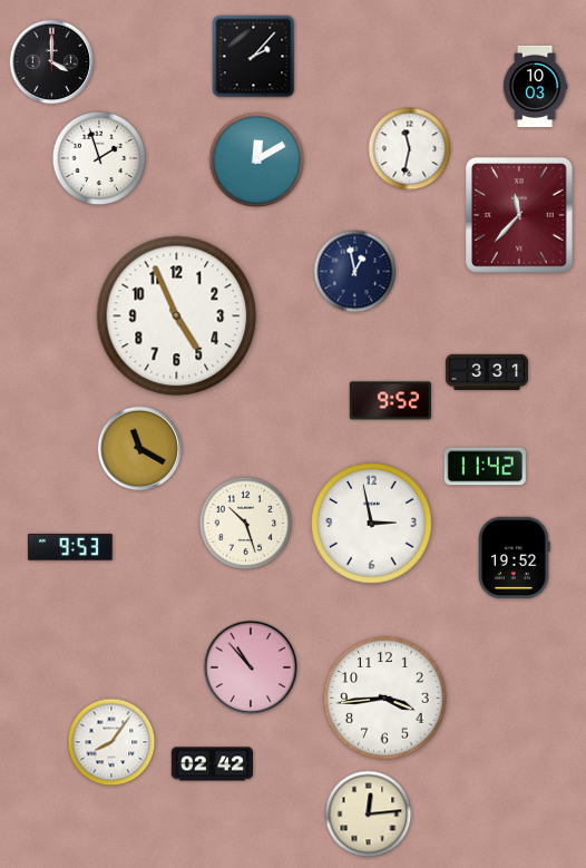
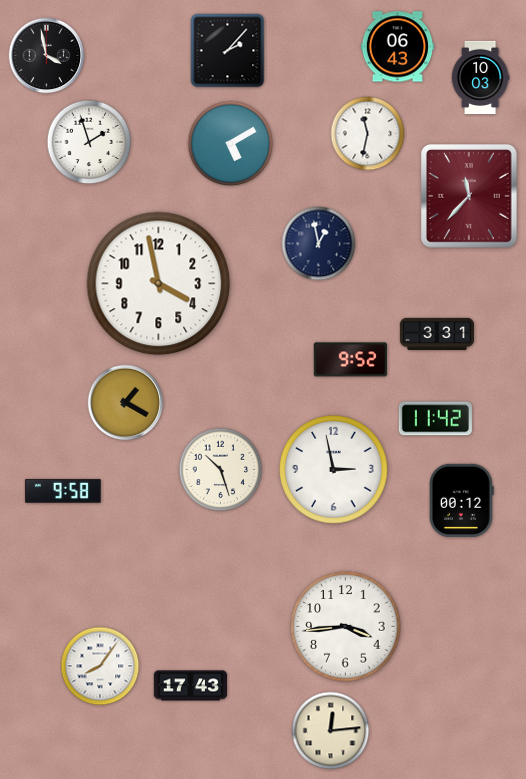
clock at (397, 47): none -> 06:43
clock at (52, 62): 4:00 -> 3:58
clock at (257, 160): 12:10 -> 5:10
clock at (520, 216) position: (520, 216) -> (470, 197)
clock at (177, 316): 4:56 -> 3:58
clock at (140, 449): 11:20 -> 1:20
clock at (70, 547): 9:53 -> 9:58
clock at (515, 557): 19:52 -> 00:12
clock at (251, 667): 10:53 -> none
clock at (212, 764): 02:42 -> 17:43
